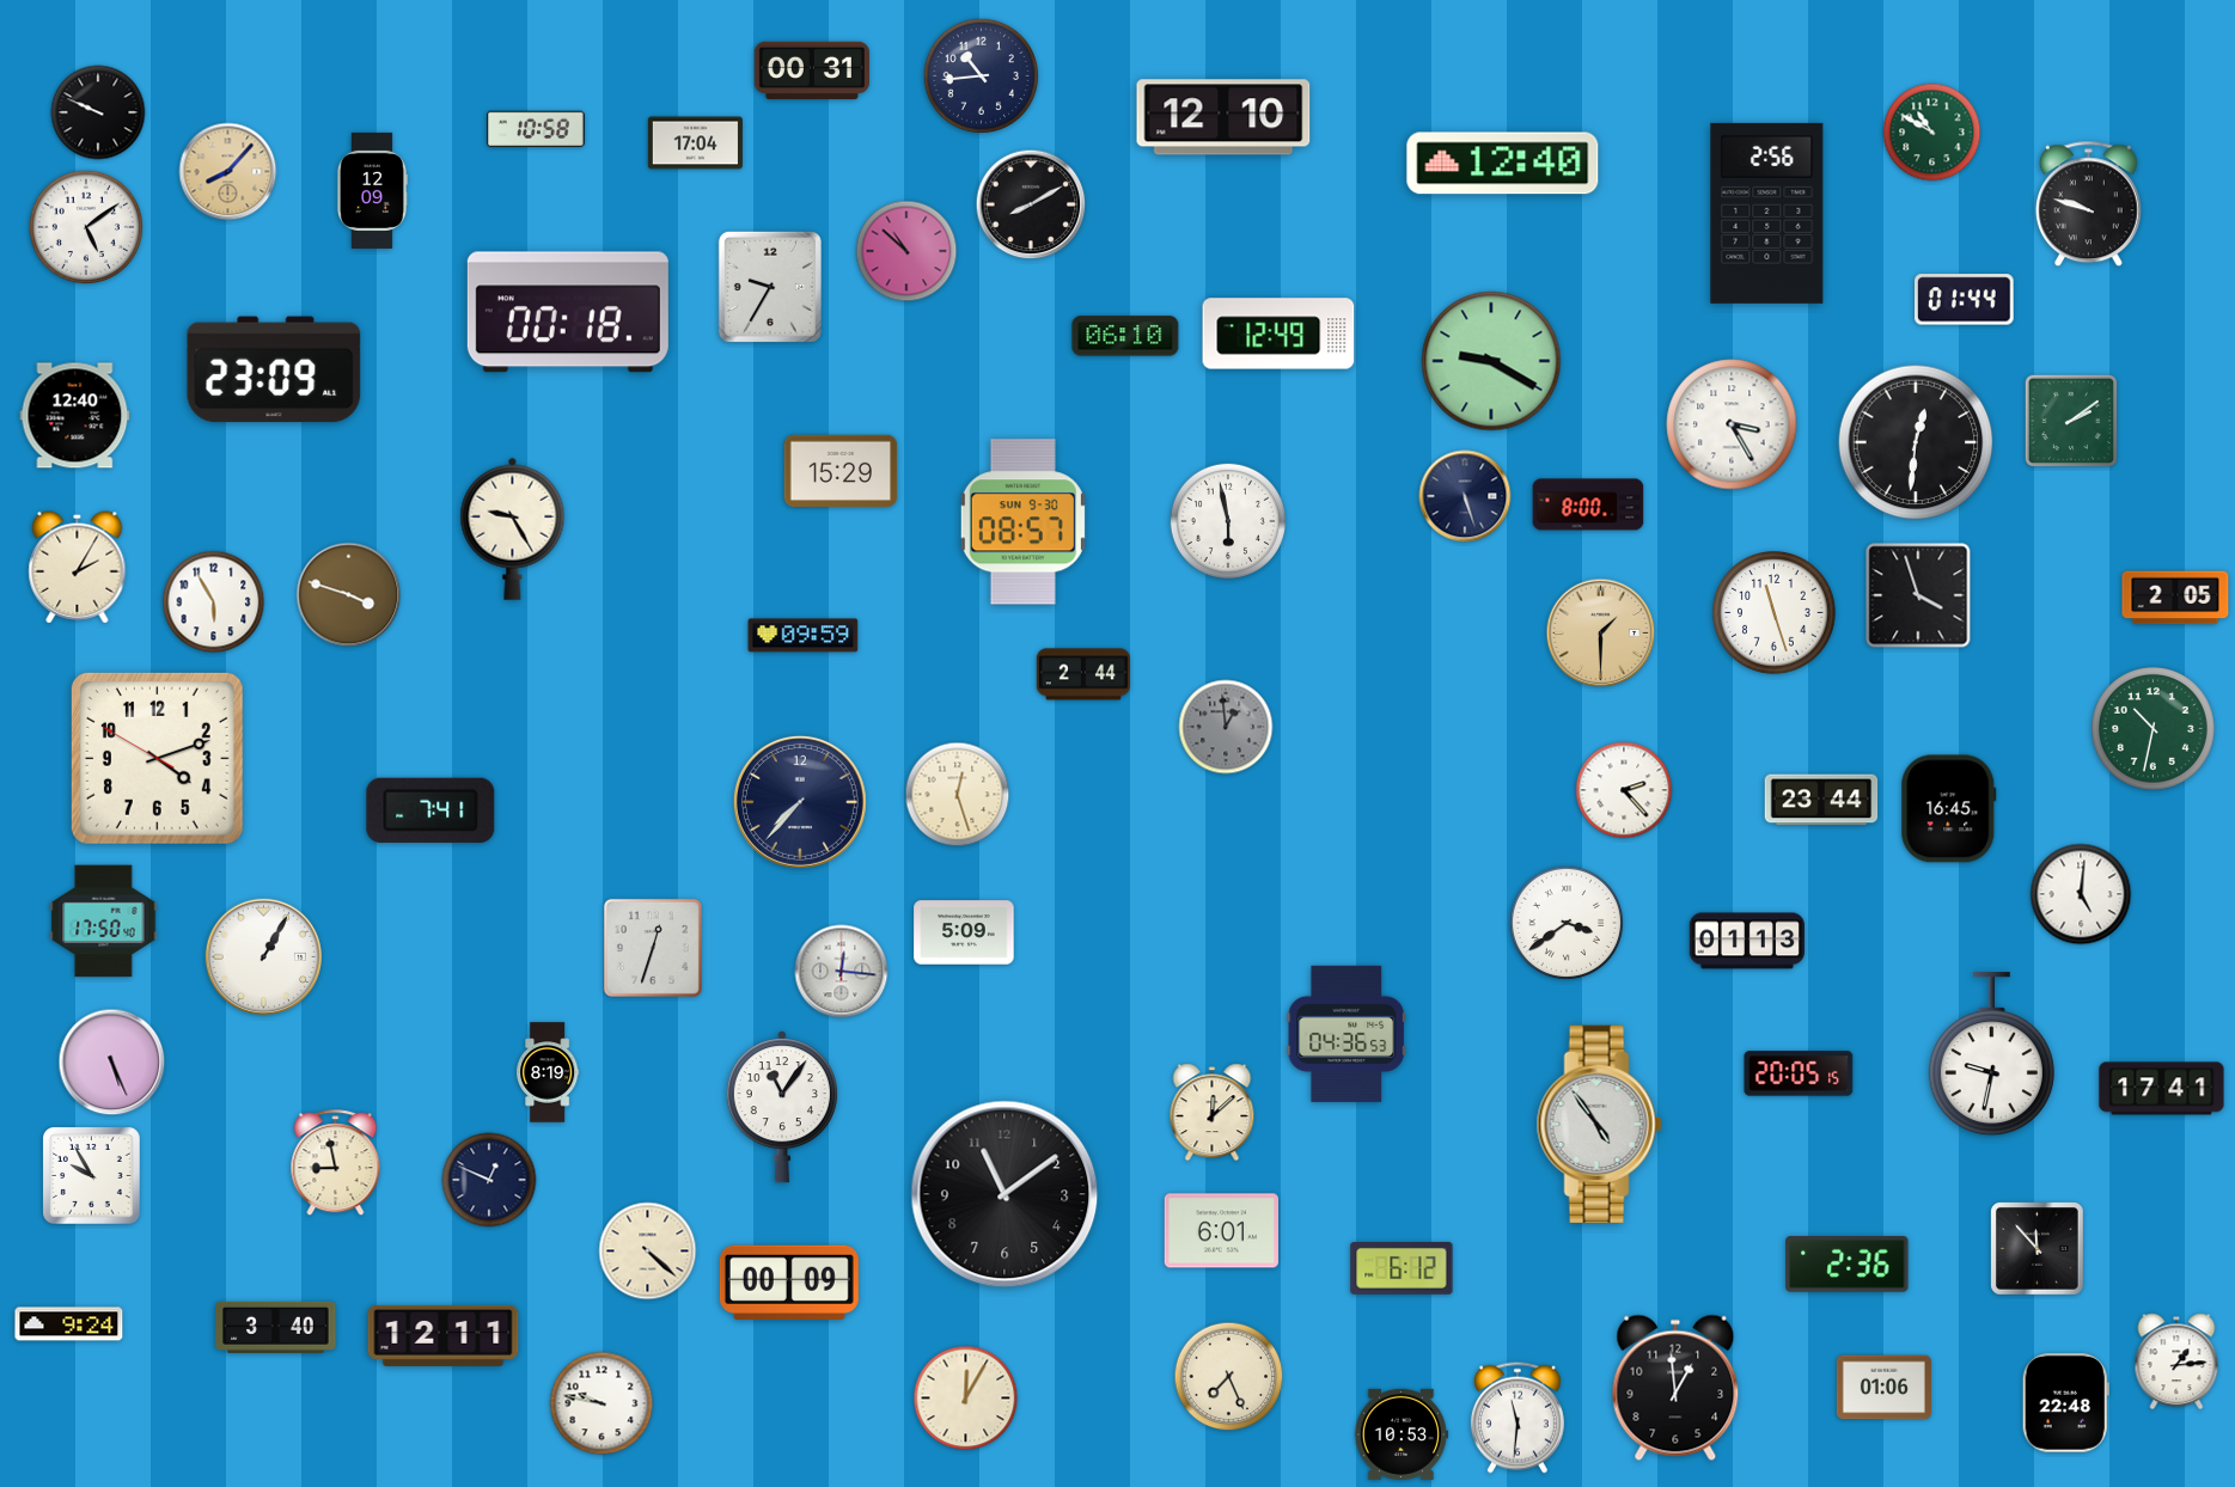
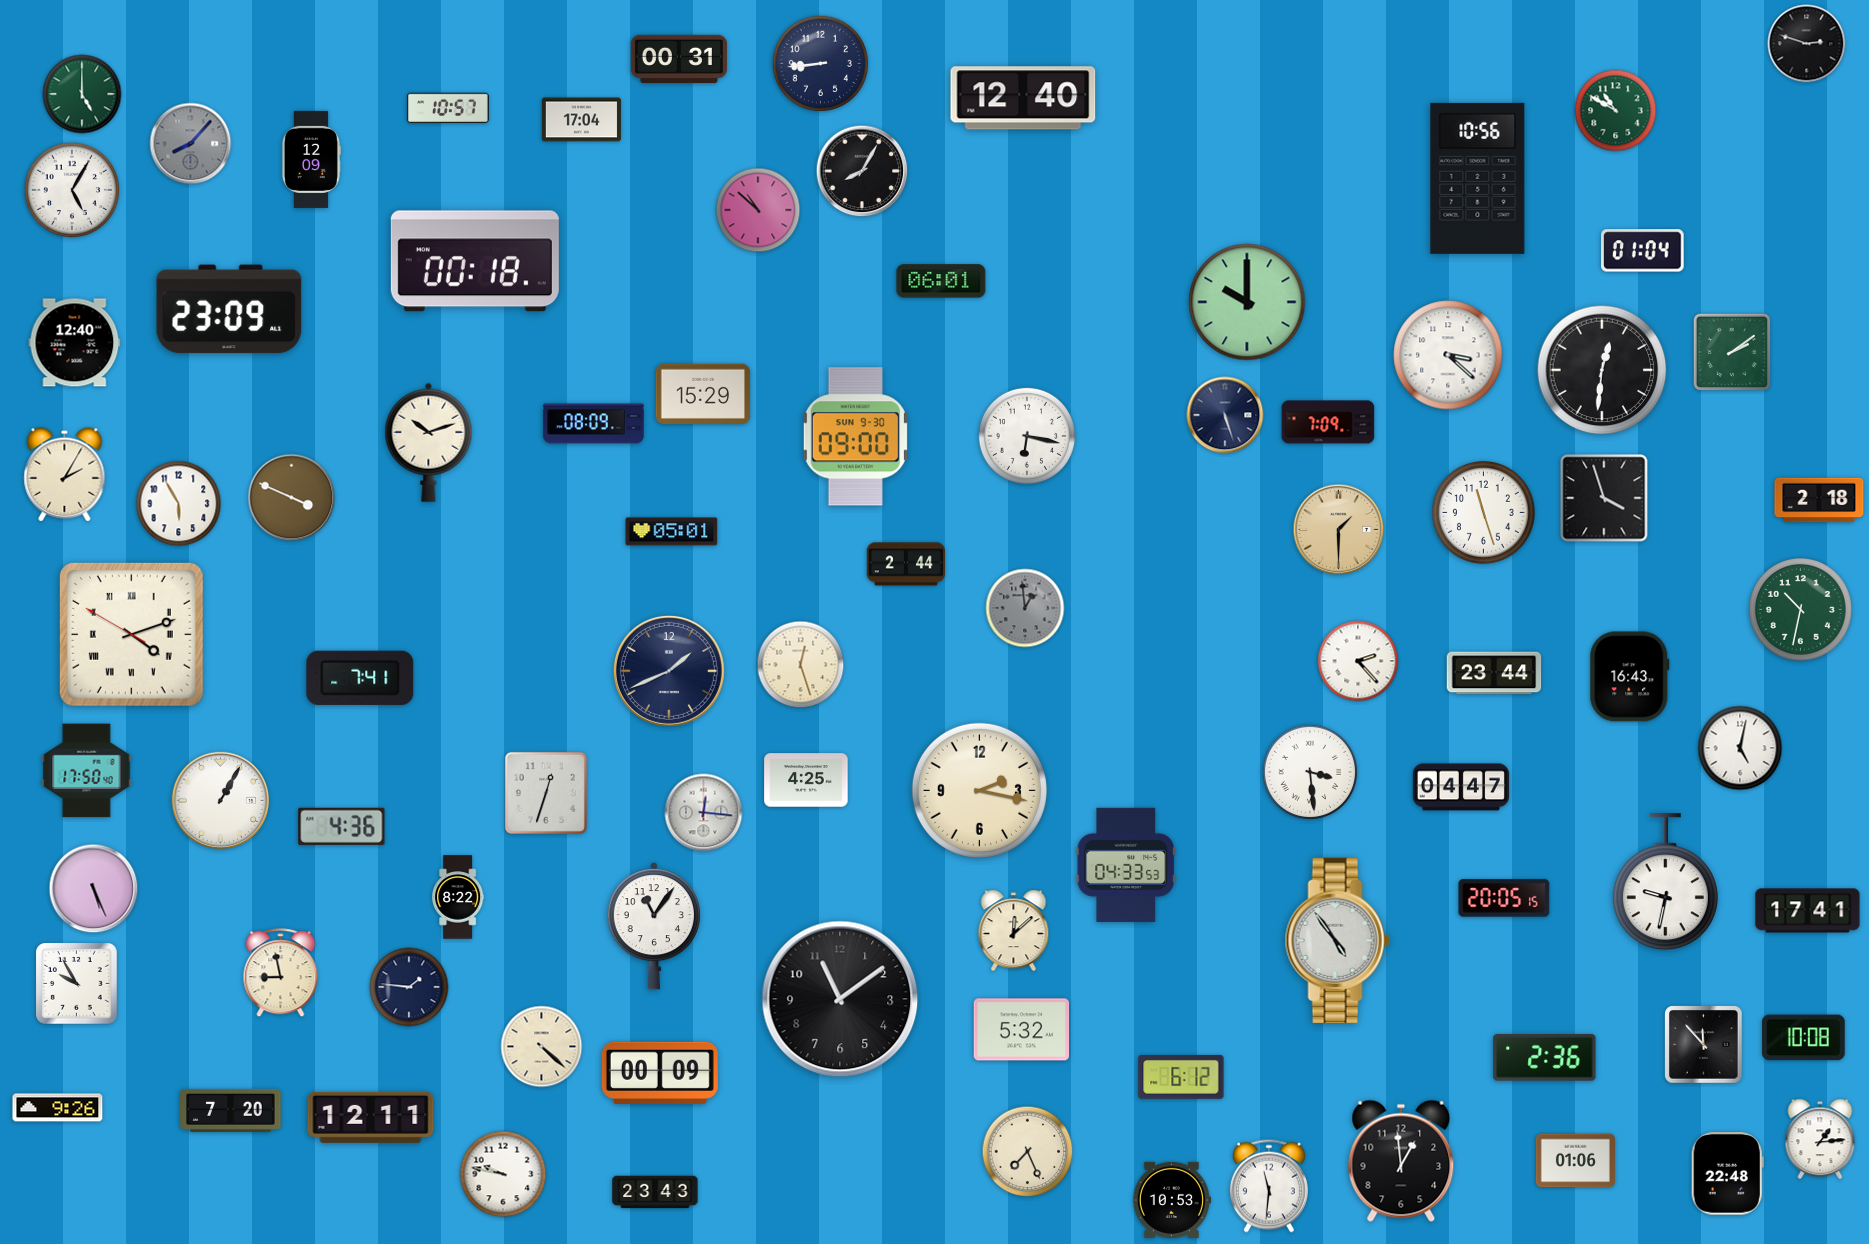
clock at (1807, 44): none -> 2:48
clock at (981, 75): 10:44 -> 8:44
clock at (98, 112): 9:49 -> 5:00
clock at (98, 112) dial: black -> green
clock at (1223, 117): 12:10 -> 12:40
clock at (537, 128): 10:58 -> 10:57
clock at (1503, 164): 12:40 -> none
clock at (228, 172) dial: champagne -> grey
clock at (1031, 204): 8:10 -> 8:05
clock at (2088, 204): 9:48 -> none
clock at (1767, 213): 2:56 -> 10:56
clock at (85, 226): 5:09 -> 5:05
clock at (770, 287): 9:35 -> none
clock at (1965, 300): 01:44 -> 01:04
clock at (1278, 333): 12:49 -> none
clock at (1125, 336): 06:10 -> 06:01
clock at (1491, 361): 9:20 -> 10:00
clock at (75, 416) position: (75, 416) -> (75, 343)
clock at (1732, 424): 3:25 -> 3:22
clock at (1588, 504): 8:00 -> 7:09
clock at (594, 424): none -> 08:09
clock at (1228, 521): 5:58 -> 6:17
clock at (1022, 522): 08:57 -> 09:00
clock at (513, 528): 9:25 -> 10:12
clock at (349, 595): 3:48 -> 3:49
clock at (2175, 598): 2:05 -> 2:18
clock at (804, 636): 09:59 -> 05:01
clock at (157, 758) numerals: Arabic -> Roman
clock at (1821, 800) position: (1821, 800) -> (1494, 673)
clock at (800, 802): 7:37 -> 1:41
clock at (1949, 809): 16:45 -> 16:43
clock at (2081, 894): 5:01 -> 5:02
clock at (1565, 922): 3:39 -> 3:29
clock at (964, 932): 5:09 -> 4:25
clock at (1747, 941): 01:13 -> 04:47
clock at (979, 790): none -> 2:17
clock at (342, 826): none -> 4:36
clock at (1347, 1034): 04:36 -> 04:33
clock at (548, 1072): 8:19 -> 8:22
clock at (489, 1180): 12:49 -> 1:46
clock at (1221, 1231): 6:01 -> 5:32
clock at (1804, 1038): none -> 10:08
clock at (1402, 1269) position: (1402, 1269) -> (1181, 1078)
clock at (69, 1324): 9:24 -> 9:26
clock at (276, 1327): 3:40 -> 7:20
clock at (966, 1399): 12:05 -> none
clock at (655, 1192): none -> 23:43
